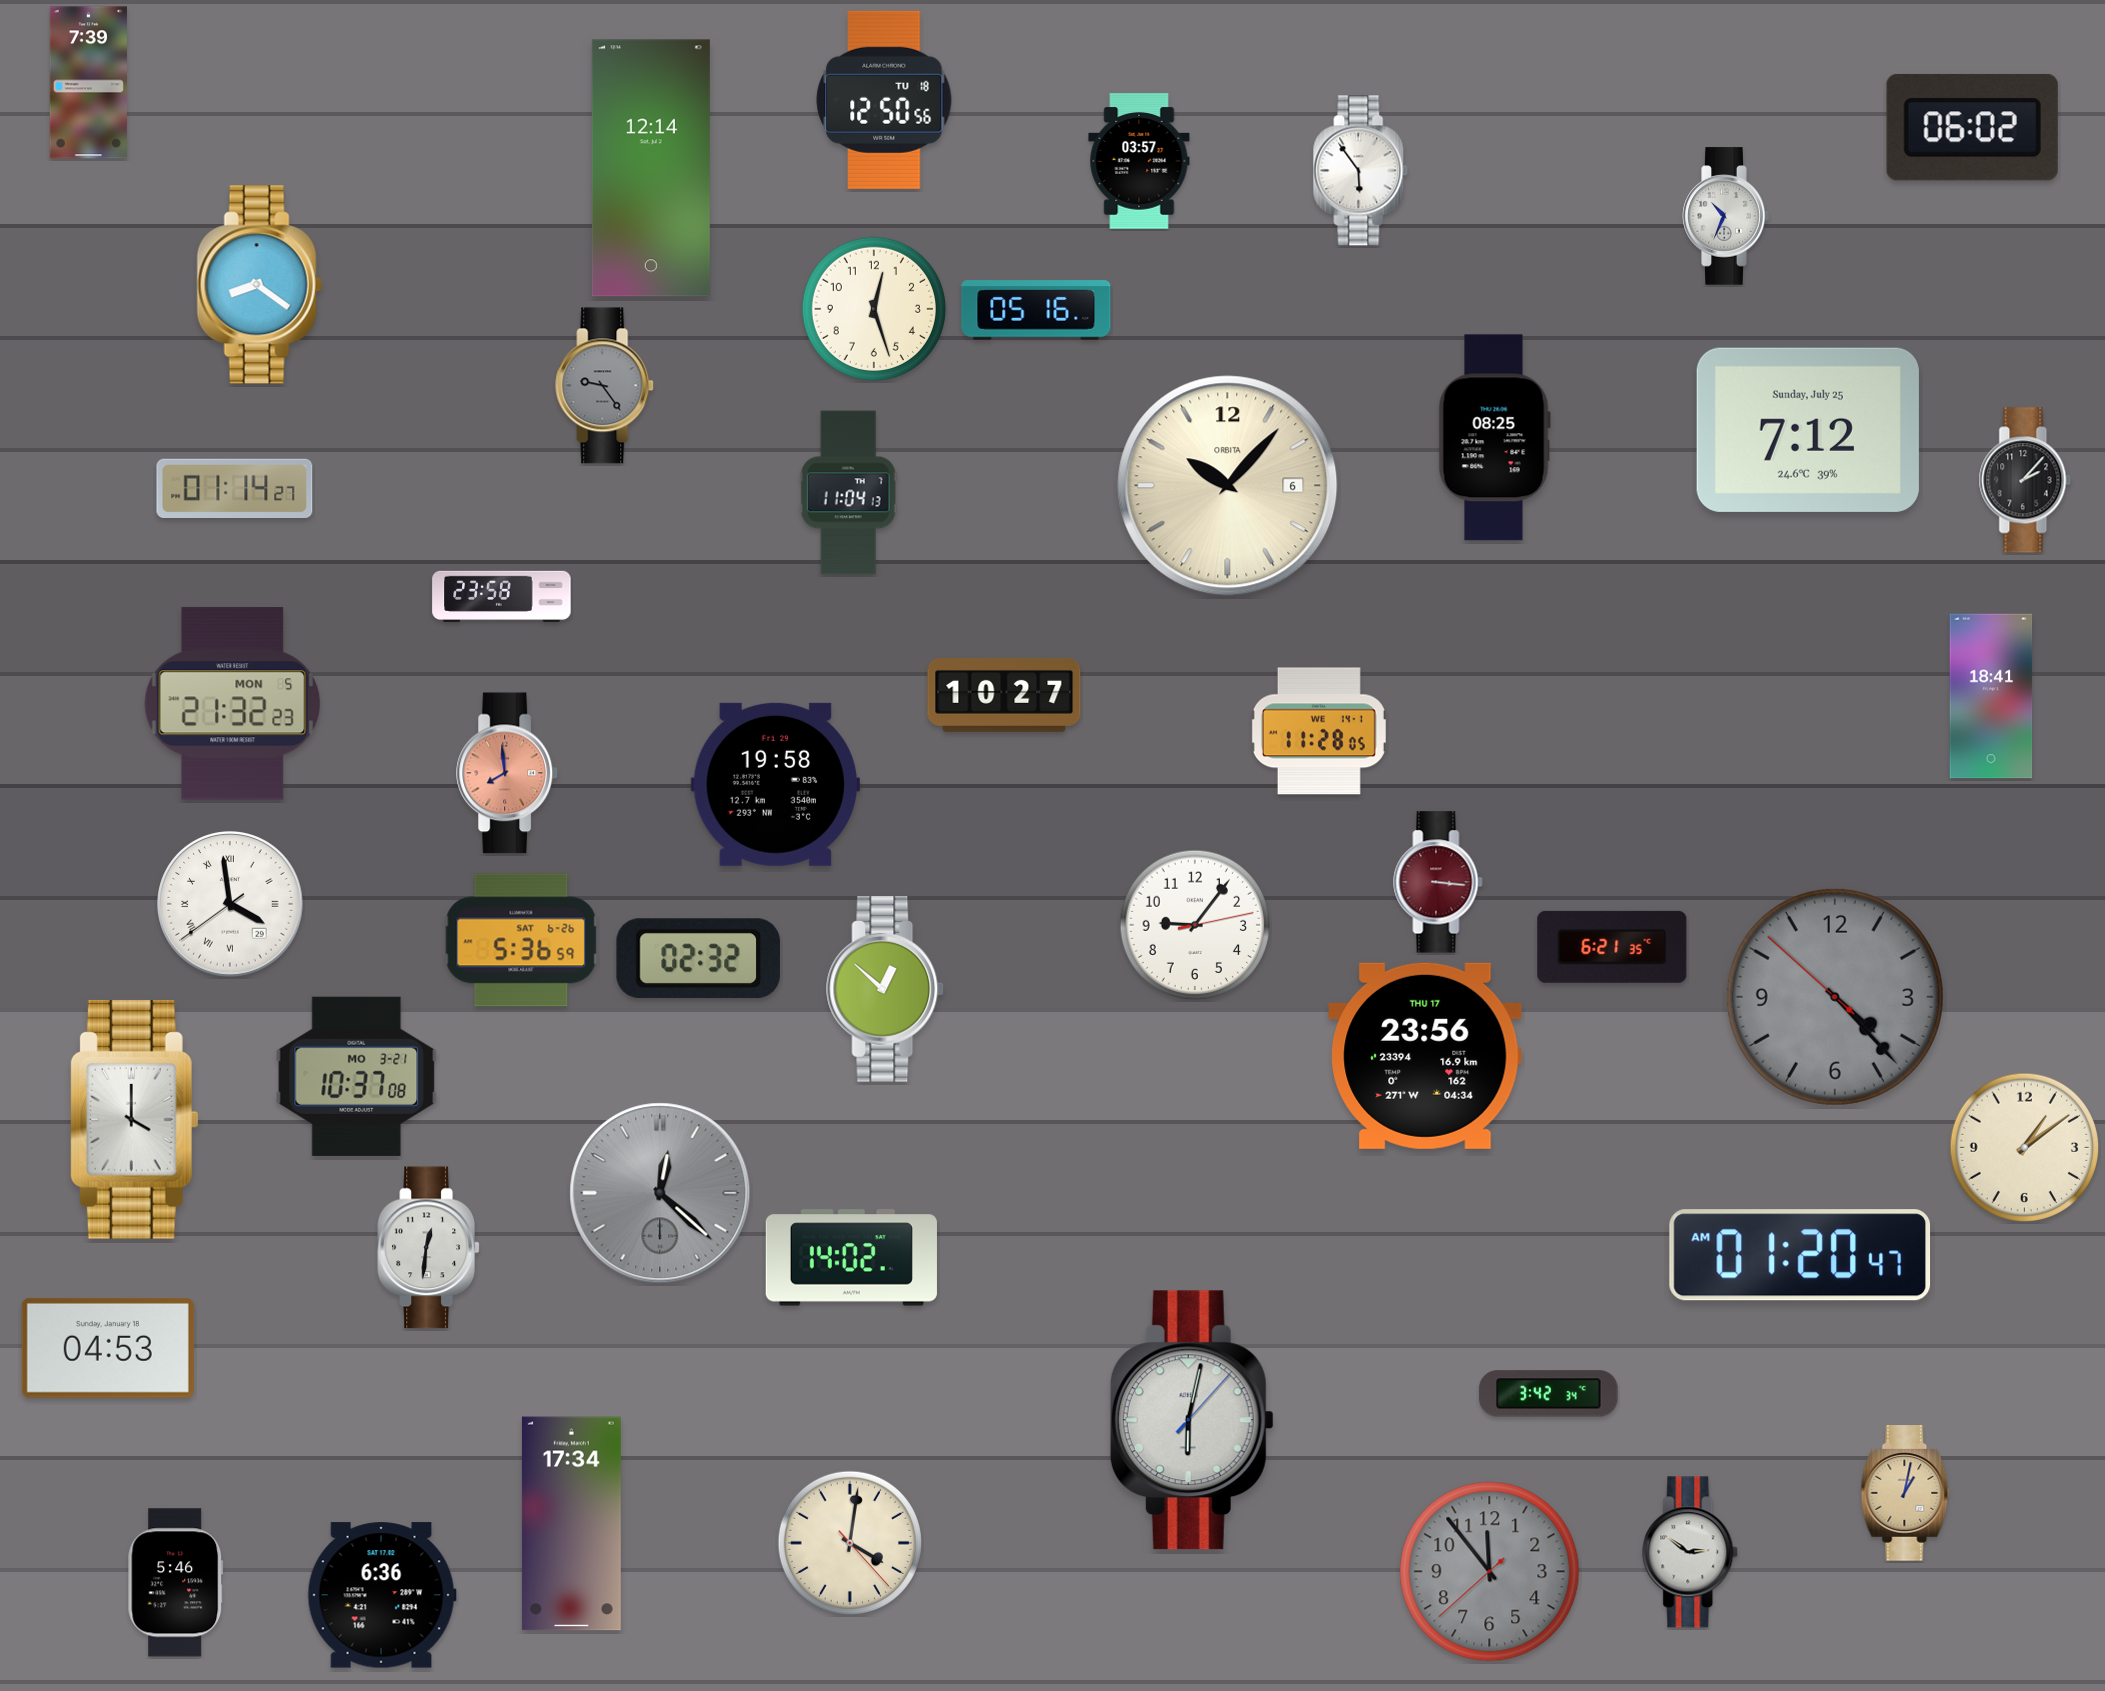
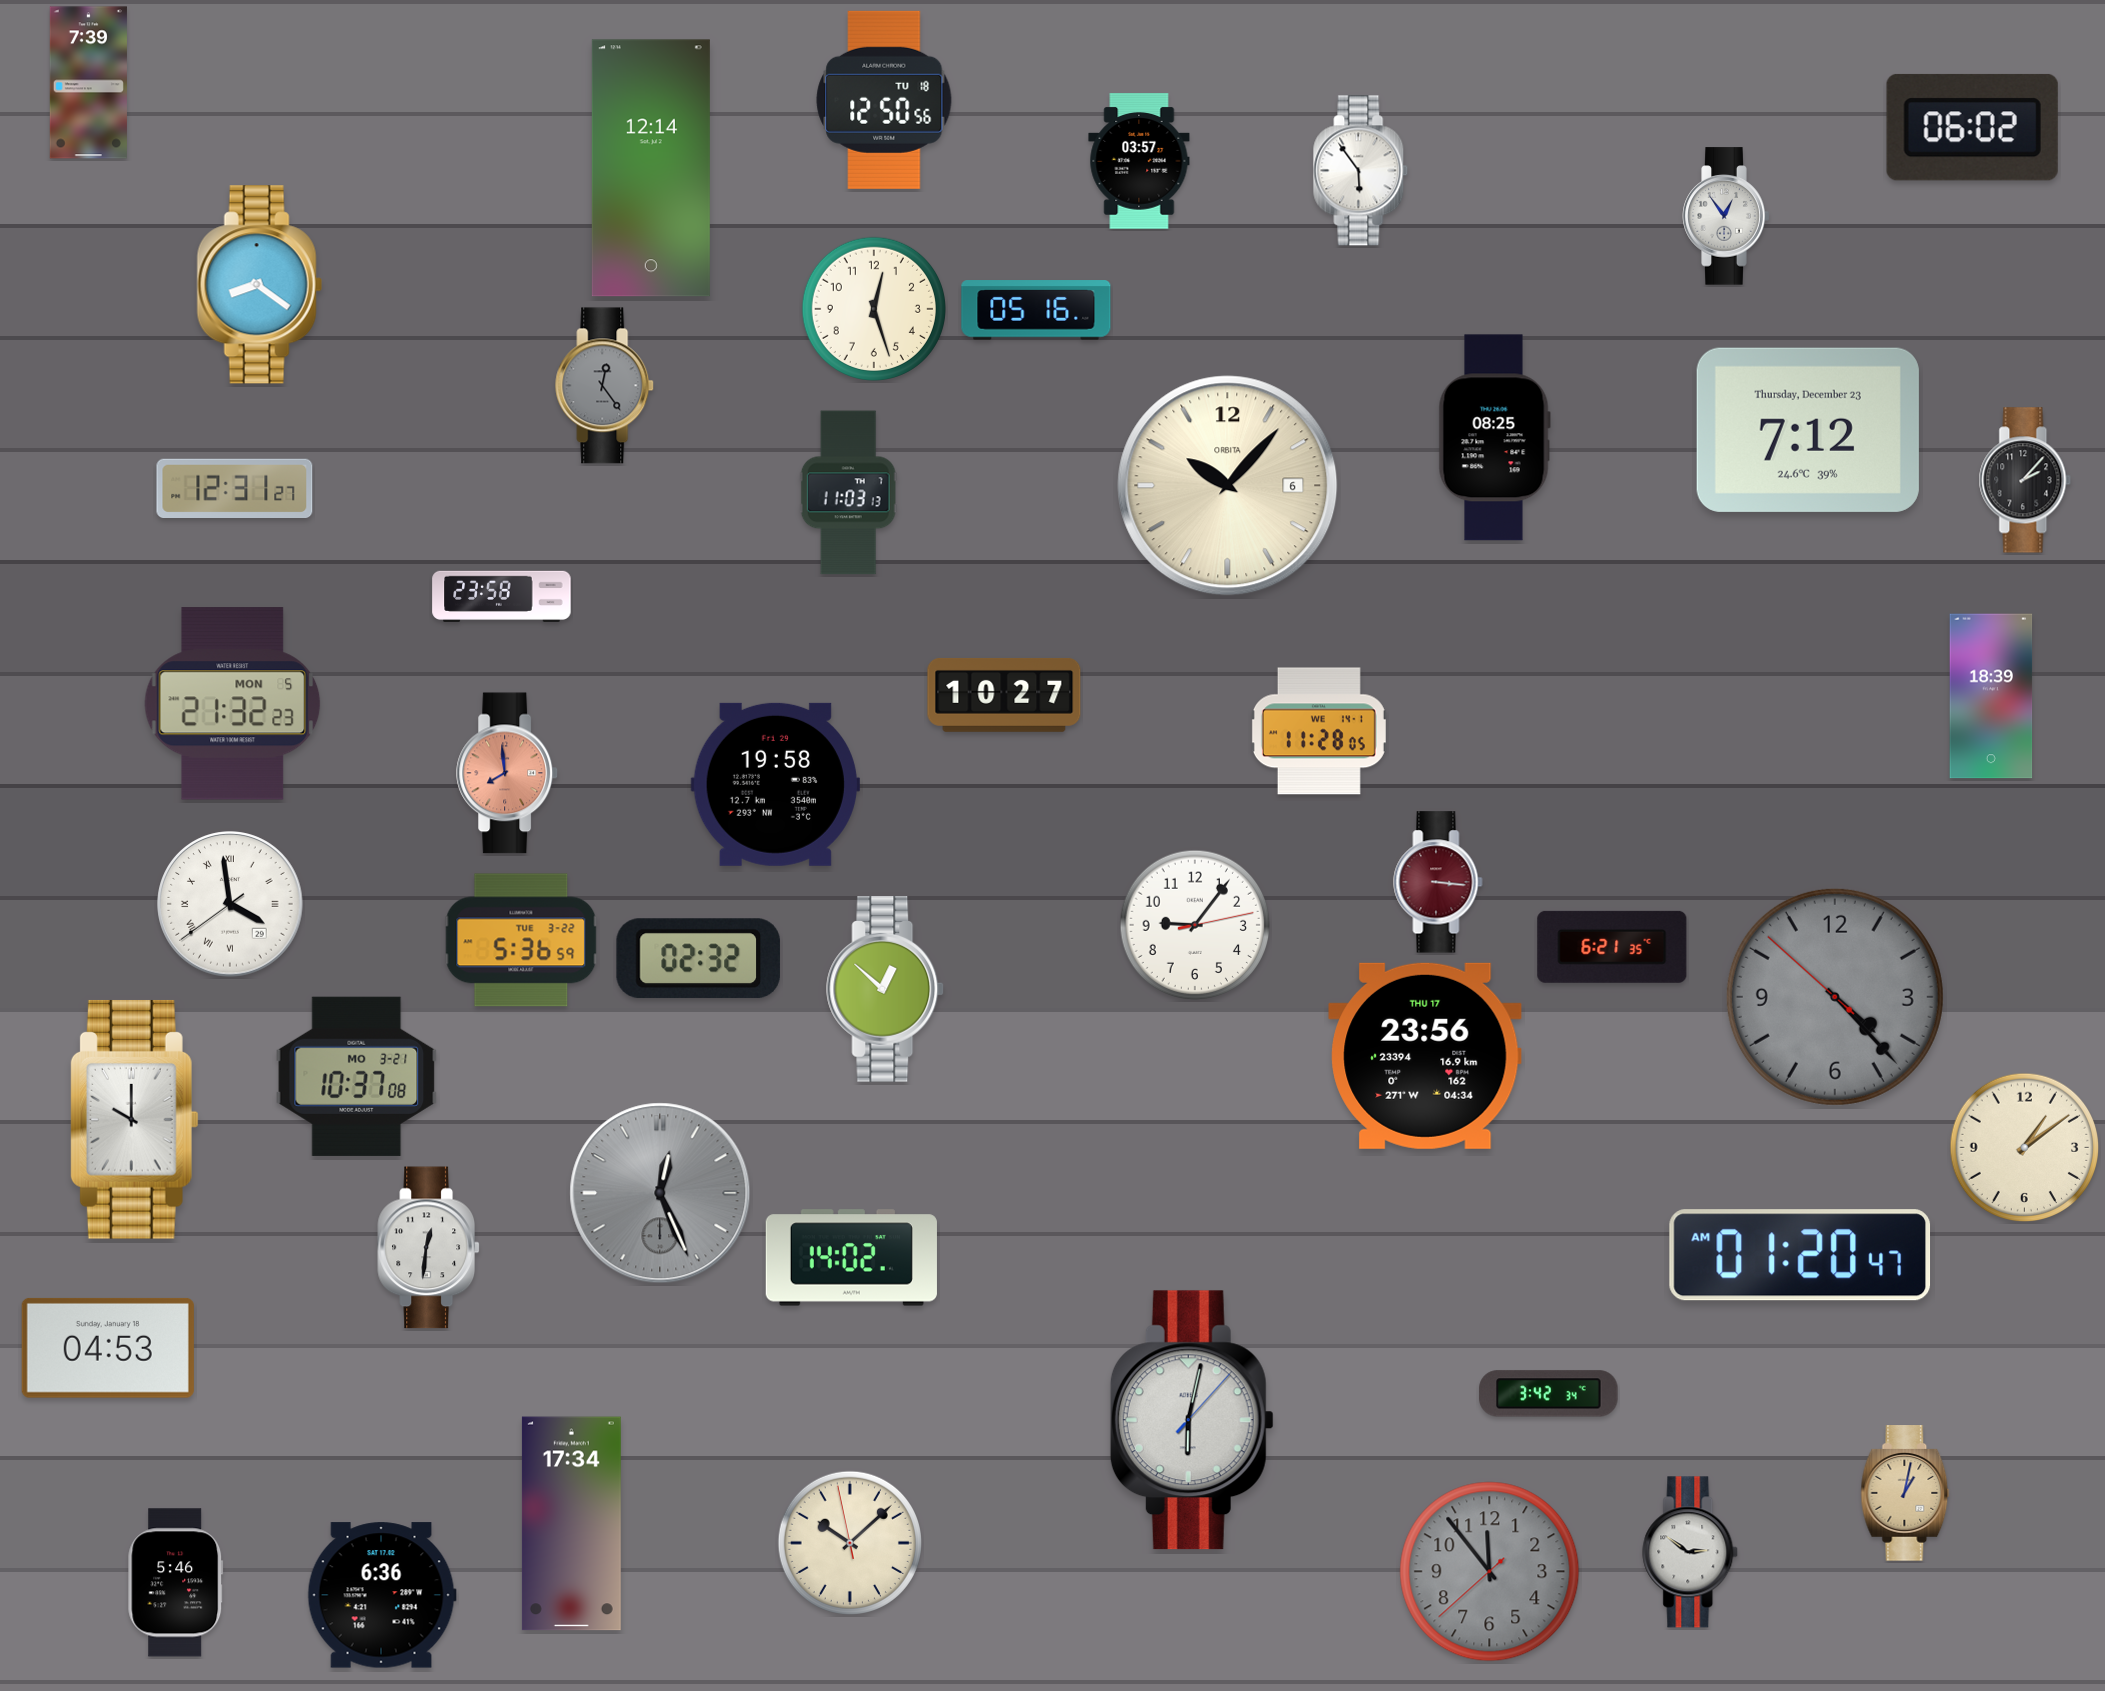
clock at (1726, 216): 10:34 -> 12:54
clock at (605, 386): 9:24 -> 12:24
clock at (1808, 430) date: Sunday, July 25 -> Thursday, December 23
clock at (235, 488): 01:14 -> 12:31
clock at (848, 493): 11:04 -> 11:03
clock at (1991, 696): 18:41 -> 18:39
clock at (521, 940) date: SAT 6-26 -> TUE 3-22
clock at (134, 1119): 4:00 -> 10:00
clock at (660, 1193): 12:22 -> 12:26
clock at (850, 1543): 4:01 -> 10:07
